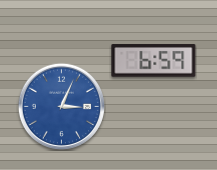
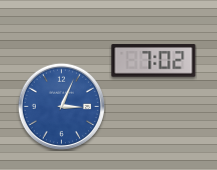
clock at (154, 61): 6:59 -> 7:02
